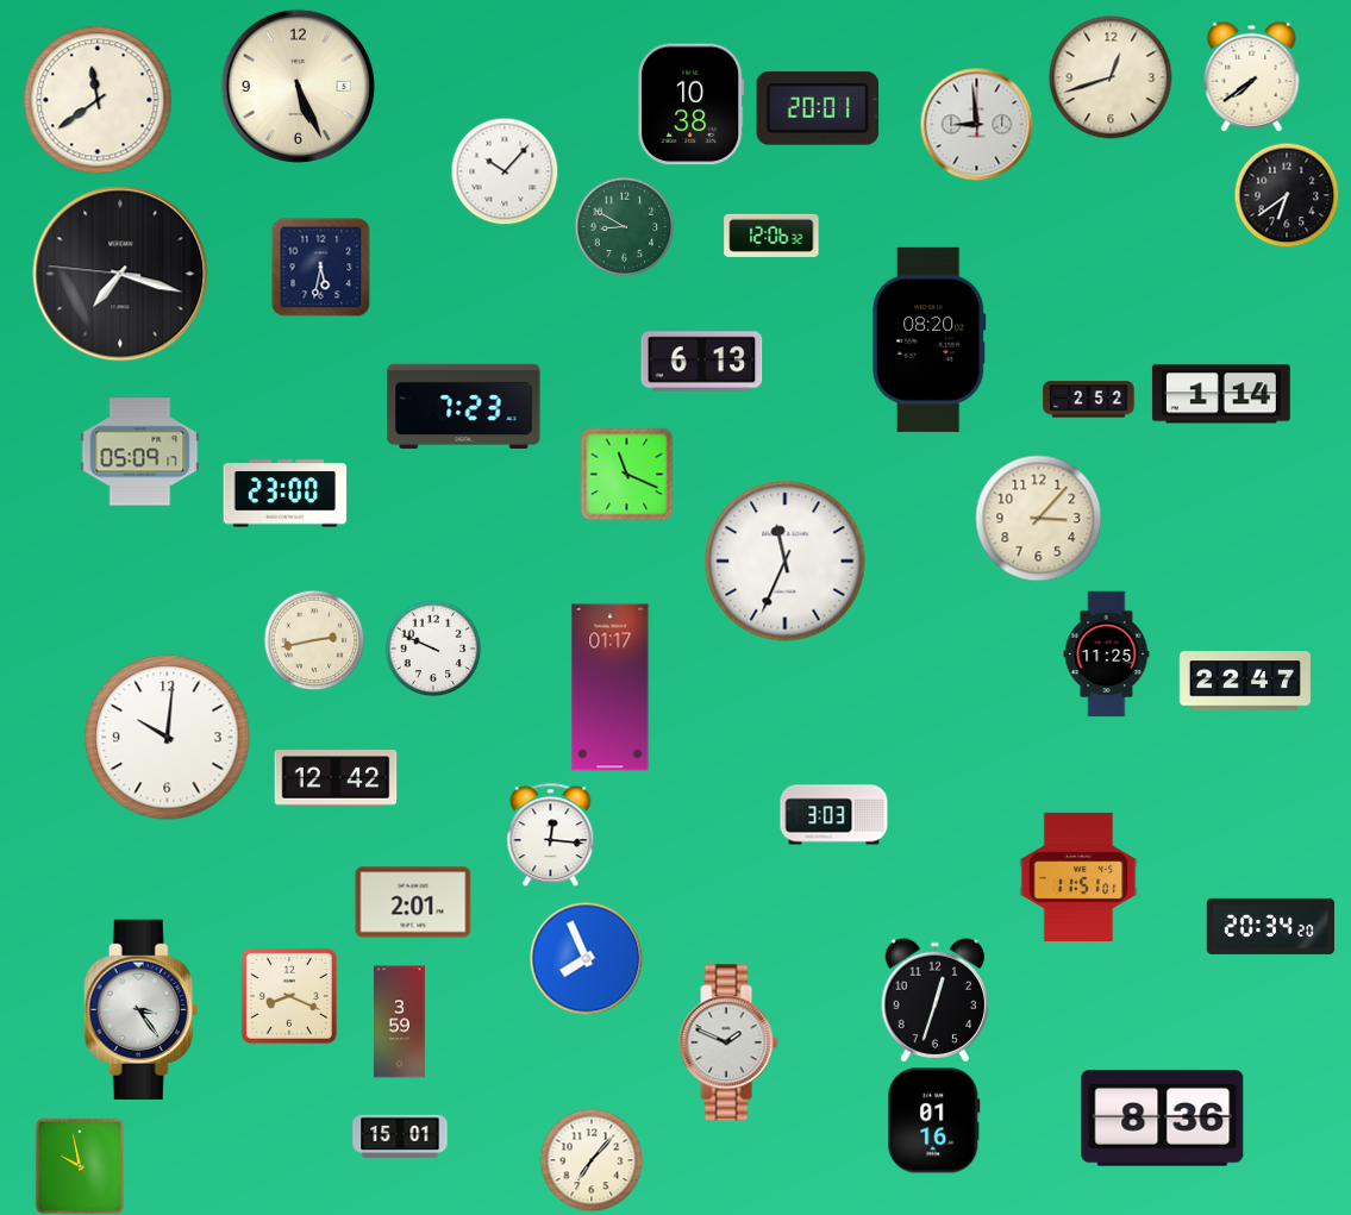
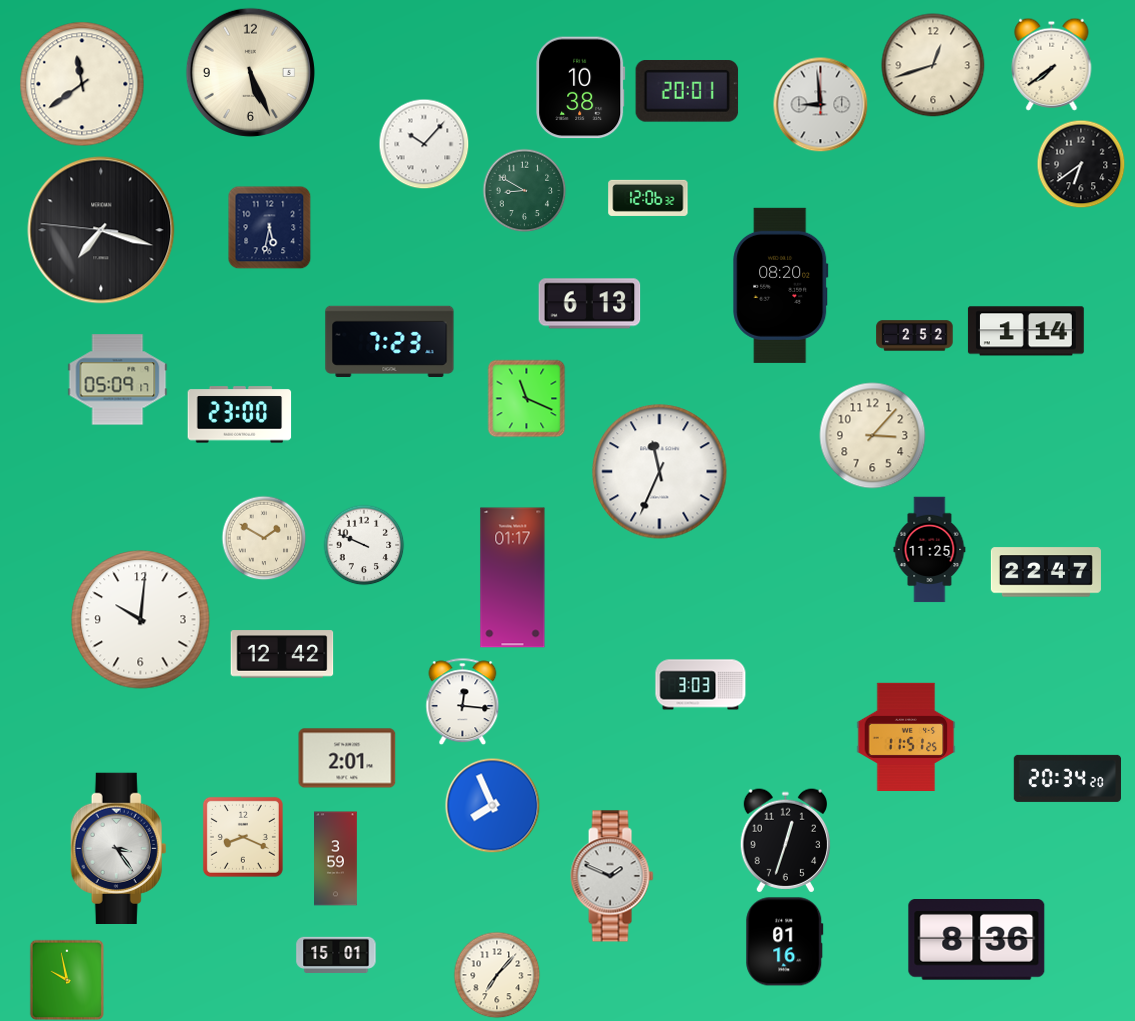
clock at (320, 267) position: (320, 267) -> (269, 227)
clock at (314, 640): 2:43 -> 1:50
clock at (1078, 876): 11:51:01 -> 11:51:25
